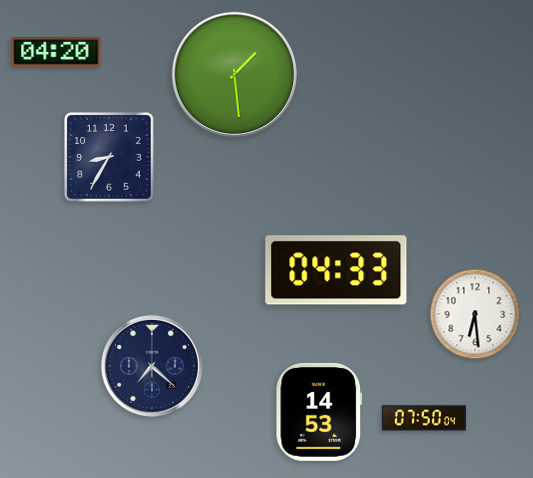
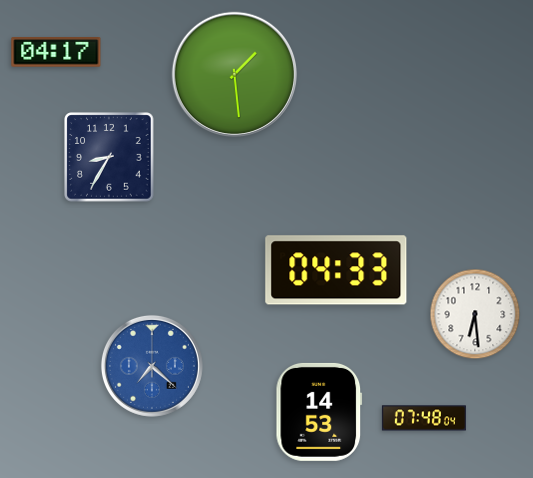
clock at (56, 53): 04:20 -> 04:17
clock at (152, 366) dial: navy -> blue
clock at (424, 418): 07:50 -> 07:48
